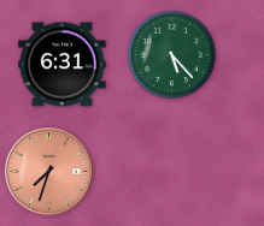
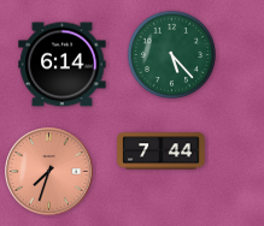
clock at (63, 65): 6:31 -> 6:14
clock at (162, 151): none -> 7:44
